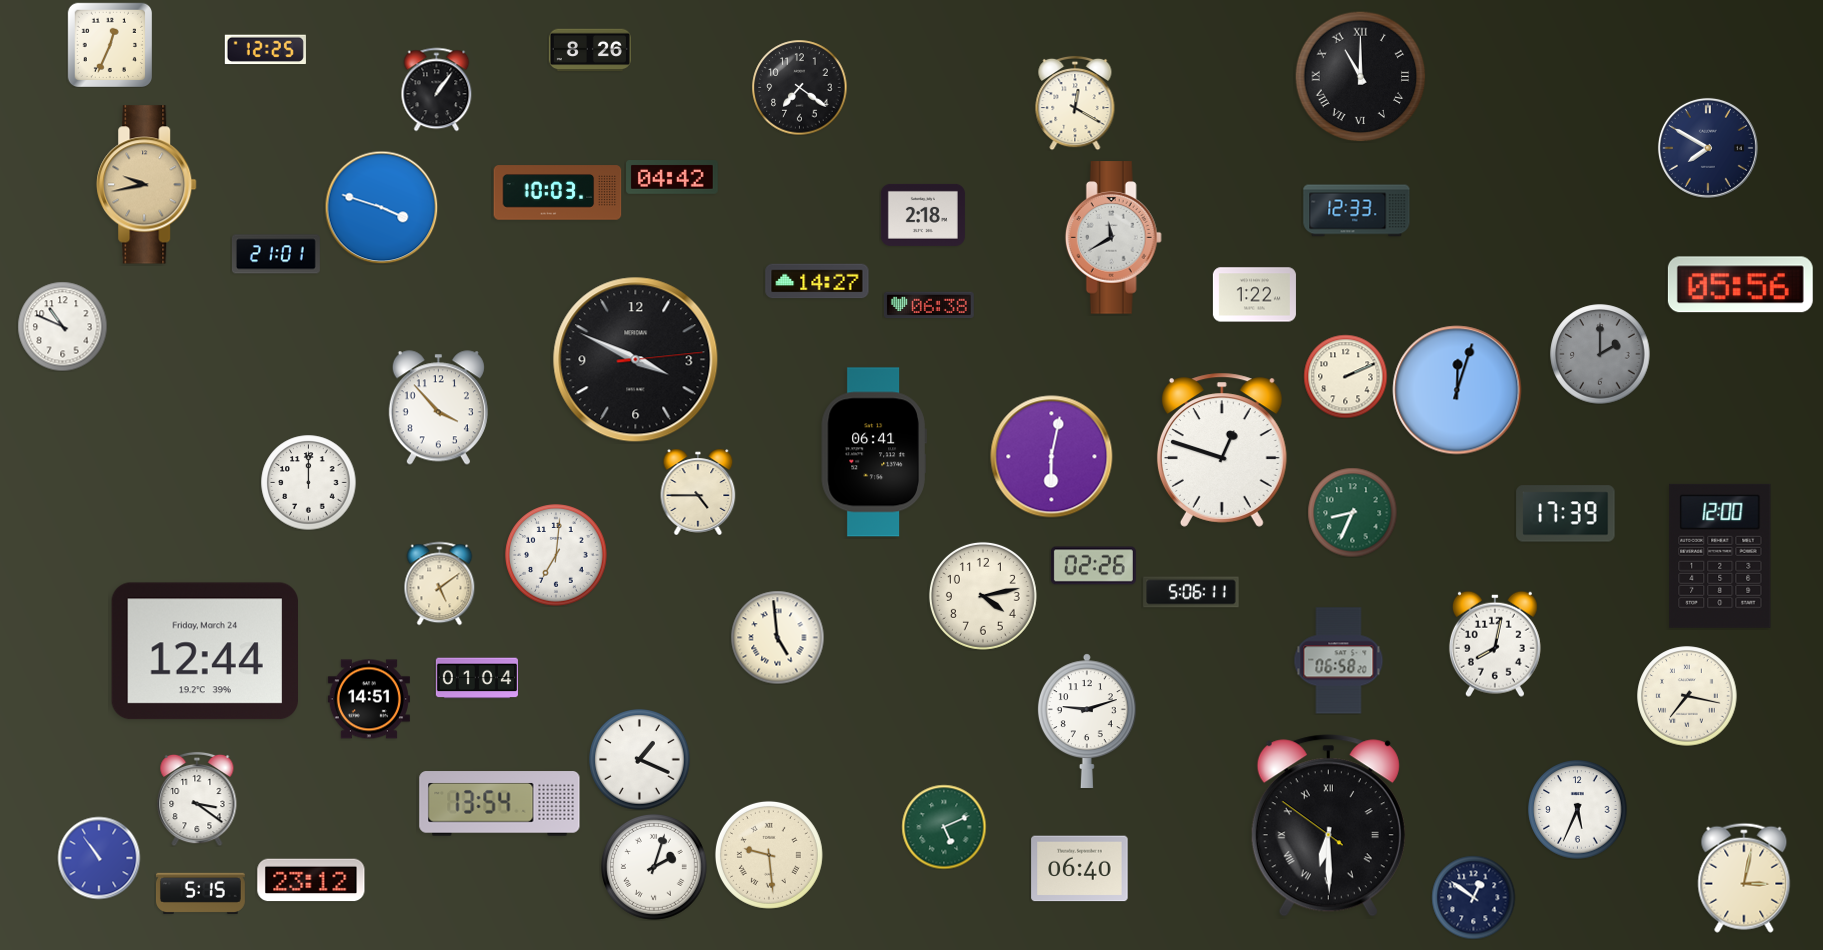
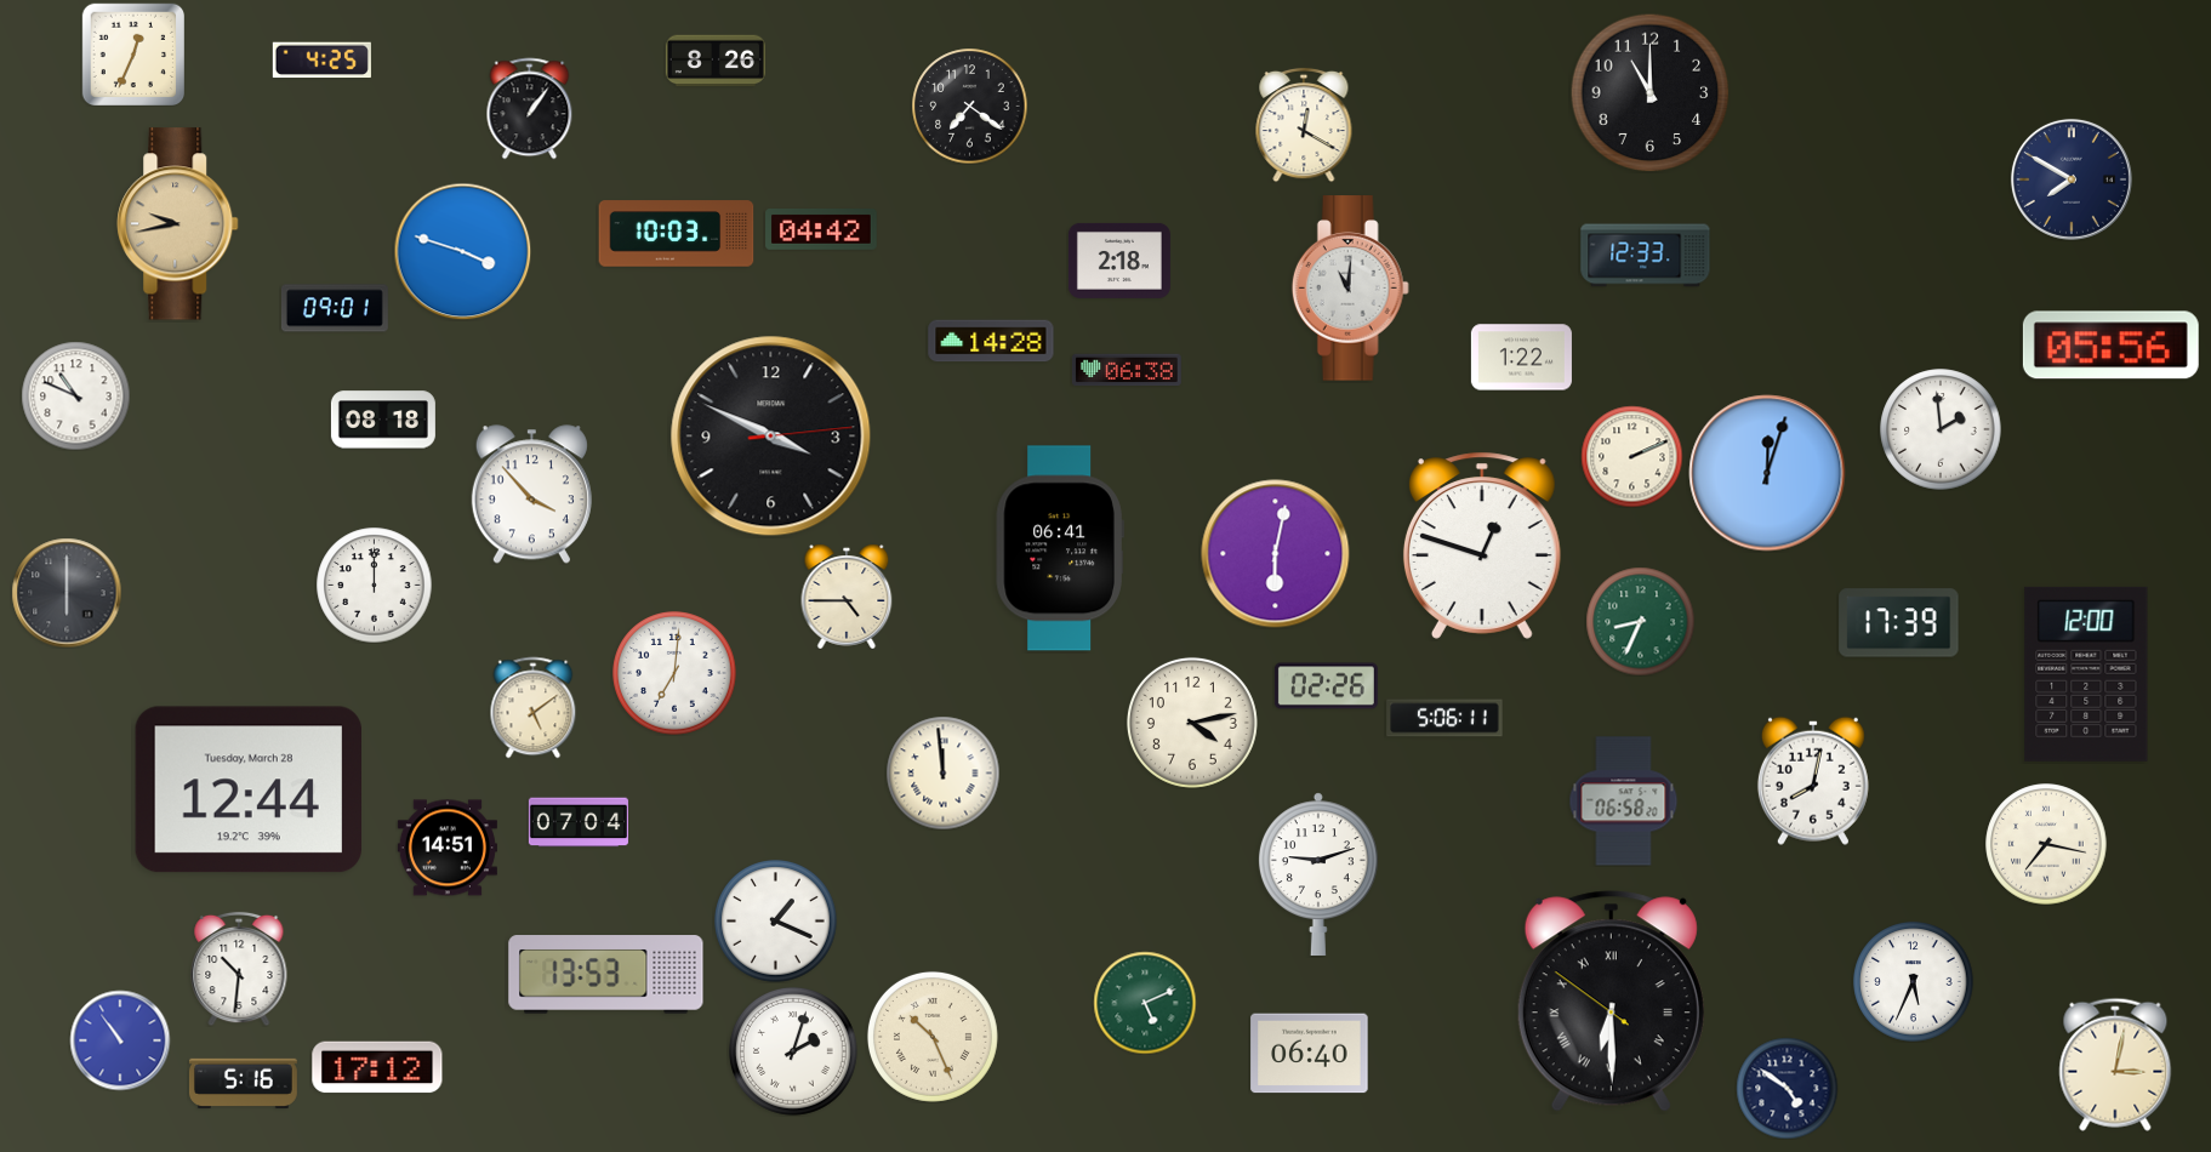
clock at (265, 50): 12:25 -> 4:25
clock at (1361, 77) numerals: Roman -> Arabic
clock at (672, 178) position: (672, 178) -> (821, 230)
clock at (1113, 238): 11:40 -> 11:01
clock at (276, 254): 21:01 -> 09:01
clock at (817, 281): 14:27 -> 14:28
clock at (383, 420): none -> 08:18
clock at (1600, 354): 2:00 -> 1:59
clock at (1600, 354) dial: grey -> white
clock at (67, 593): none -> 6:00
clock at (777, 637): 4:59 -> 11:59
clock at (204, 651) date: Friday, March 24 -> Tuesday, March 28
clock at (477, 678): 01:04 -> 07:04
clock at (197, 799): 3:21 -> 10:31
clock at (500, 804): 13:54 -> 13:53
clock at (769, 855): 9:29 -> 10:26
clock at (311, 880): 23:12 -> 17:12
clock at (200, 893): 5:15 -> 5:16
clock at (1473, 897): 12:51 -> 4:51
